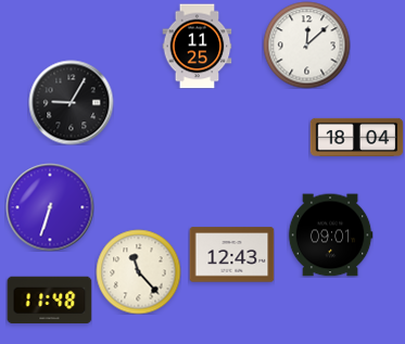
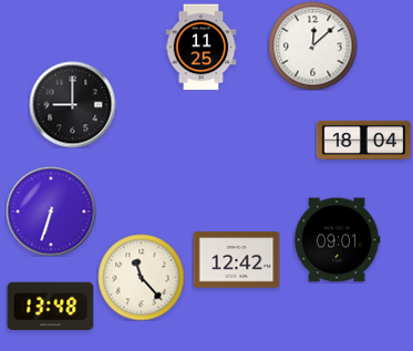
clock at (71, 102): 9:05 -> 9:00
clock at (231, 255): 12:43 -> 12:42
clock at (49, 301): 11:48 -> 13:48
